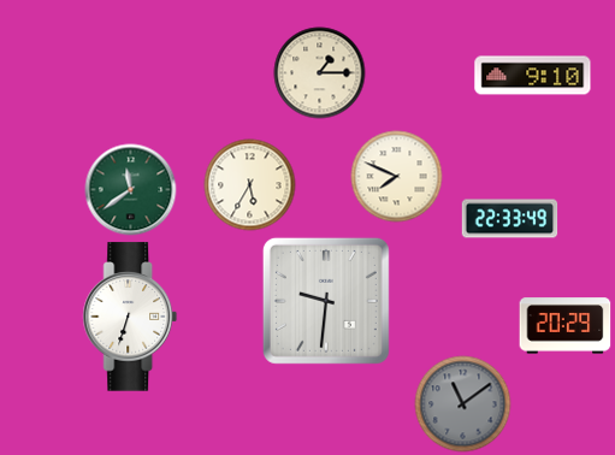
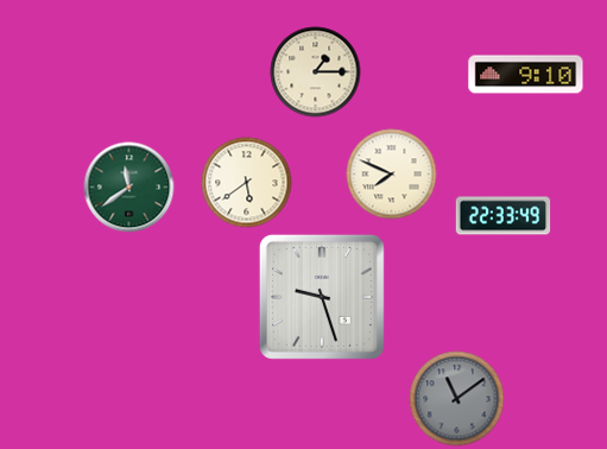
clock at (250, 185): 5:35 -> 5:39
clock at (326, 301): 9:31 -> 9:27
clock at (130, 317): 6:33 -> none
clock at (566, 326): 20:29 -> none
